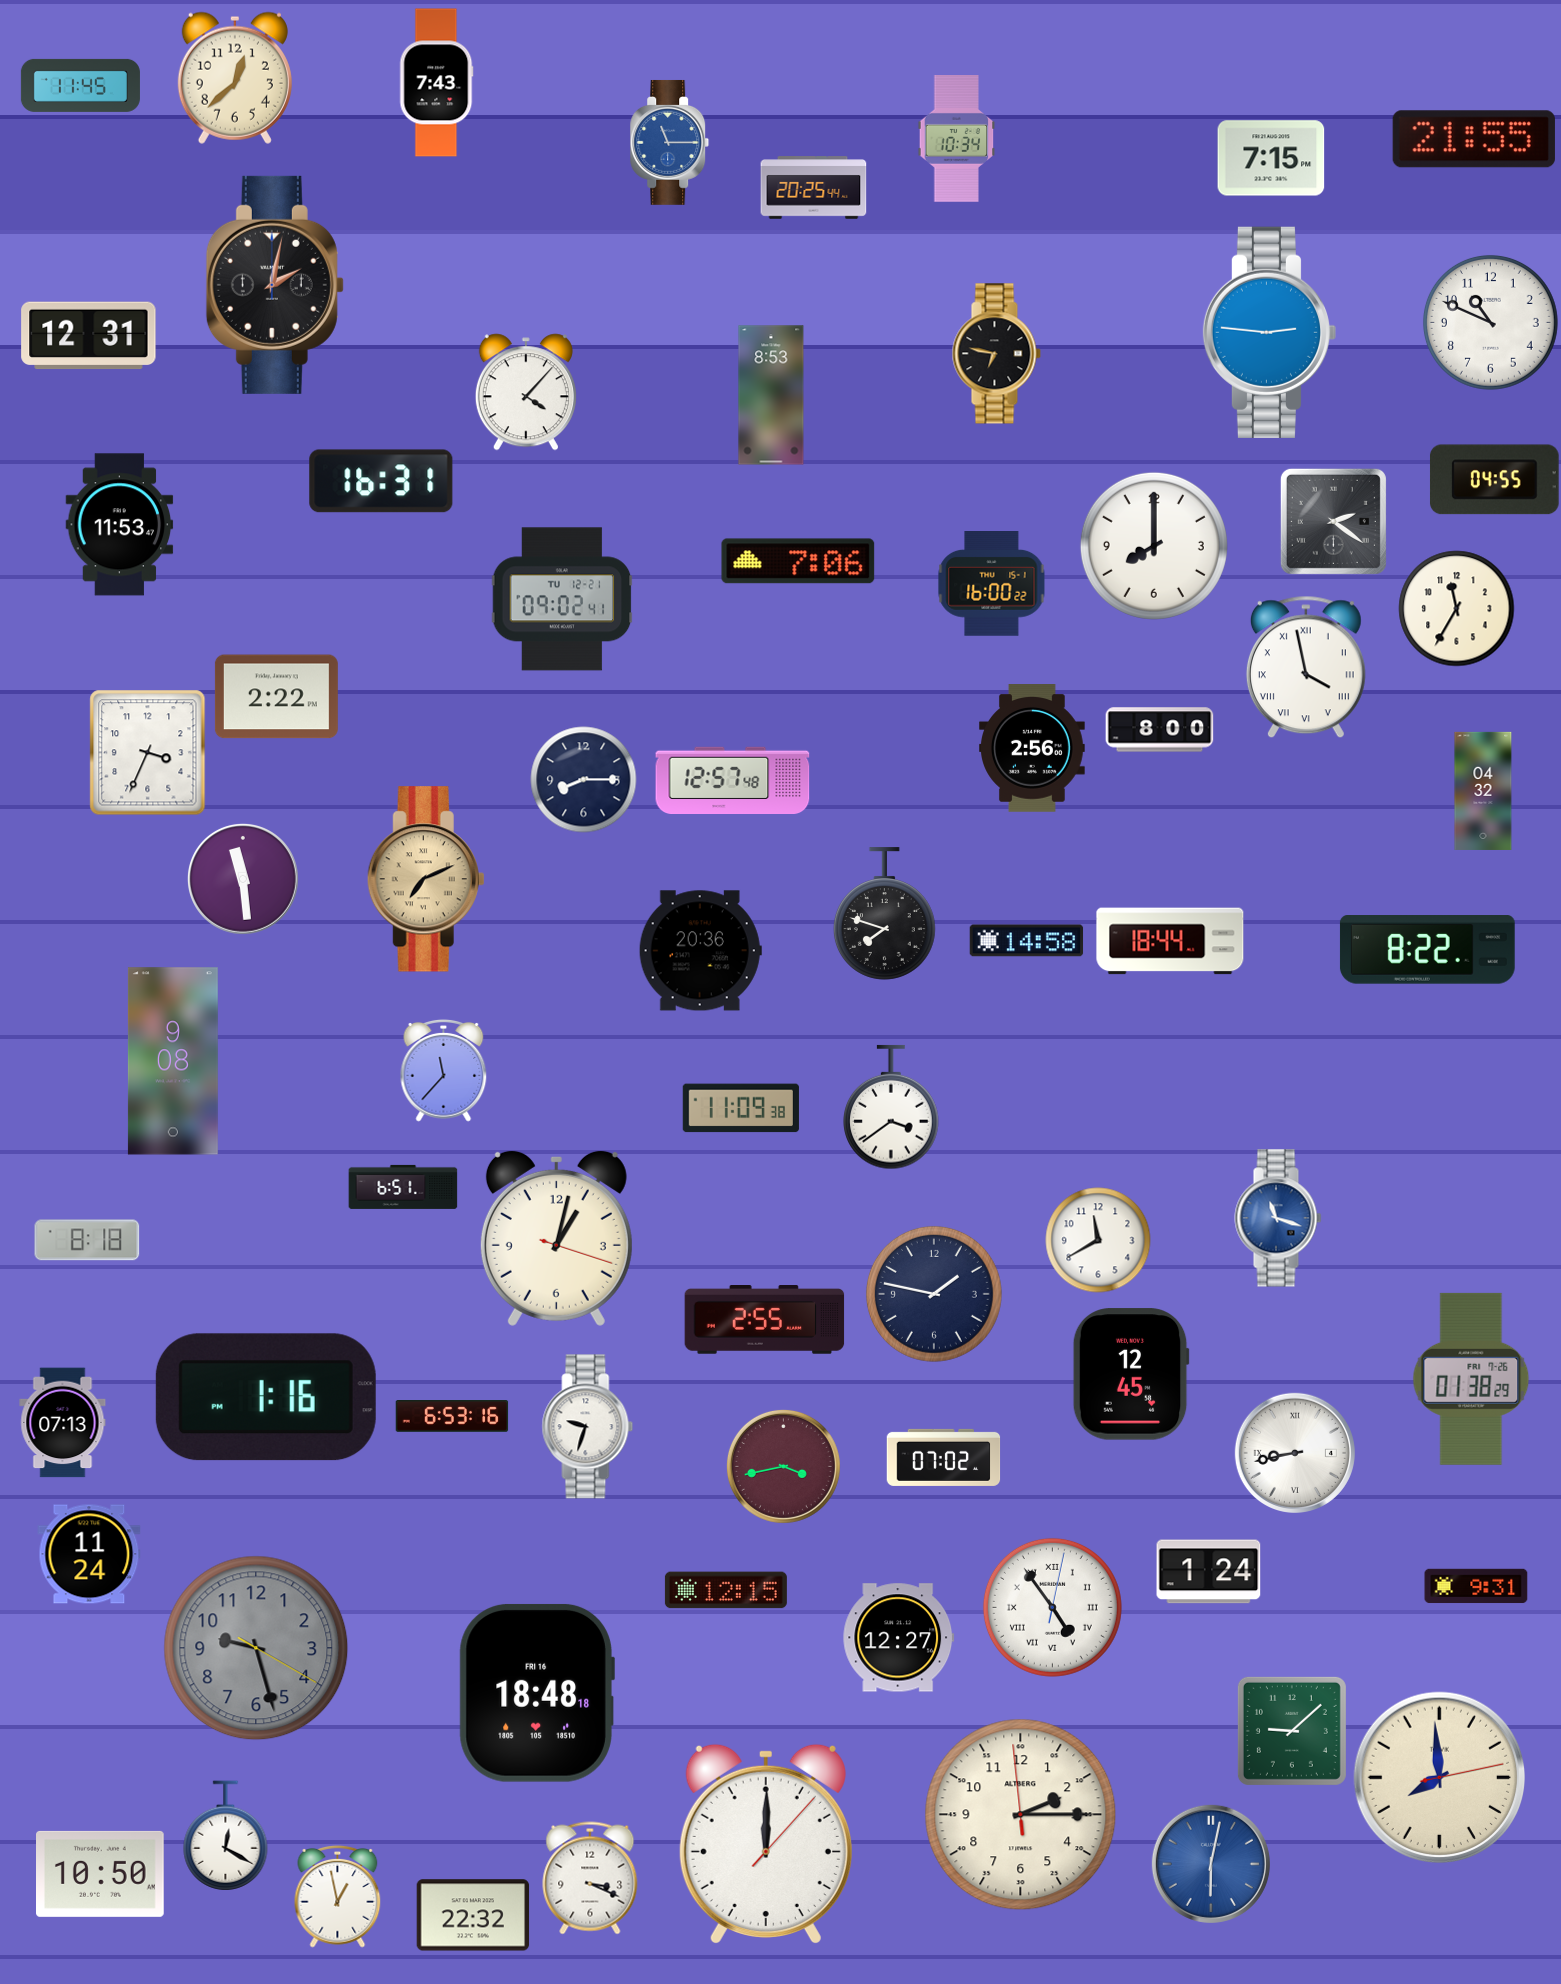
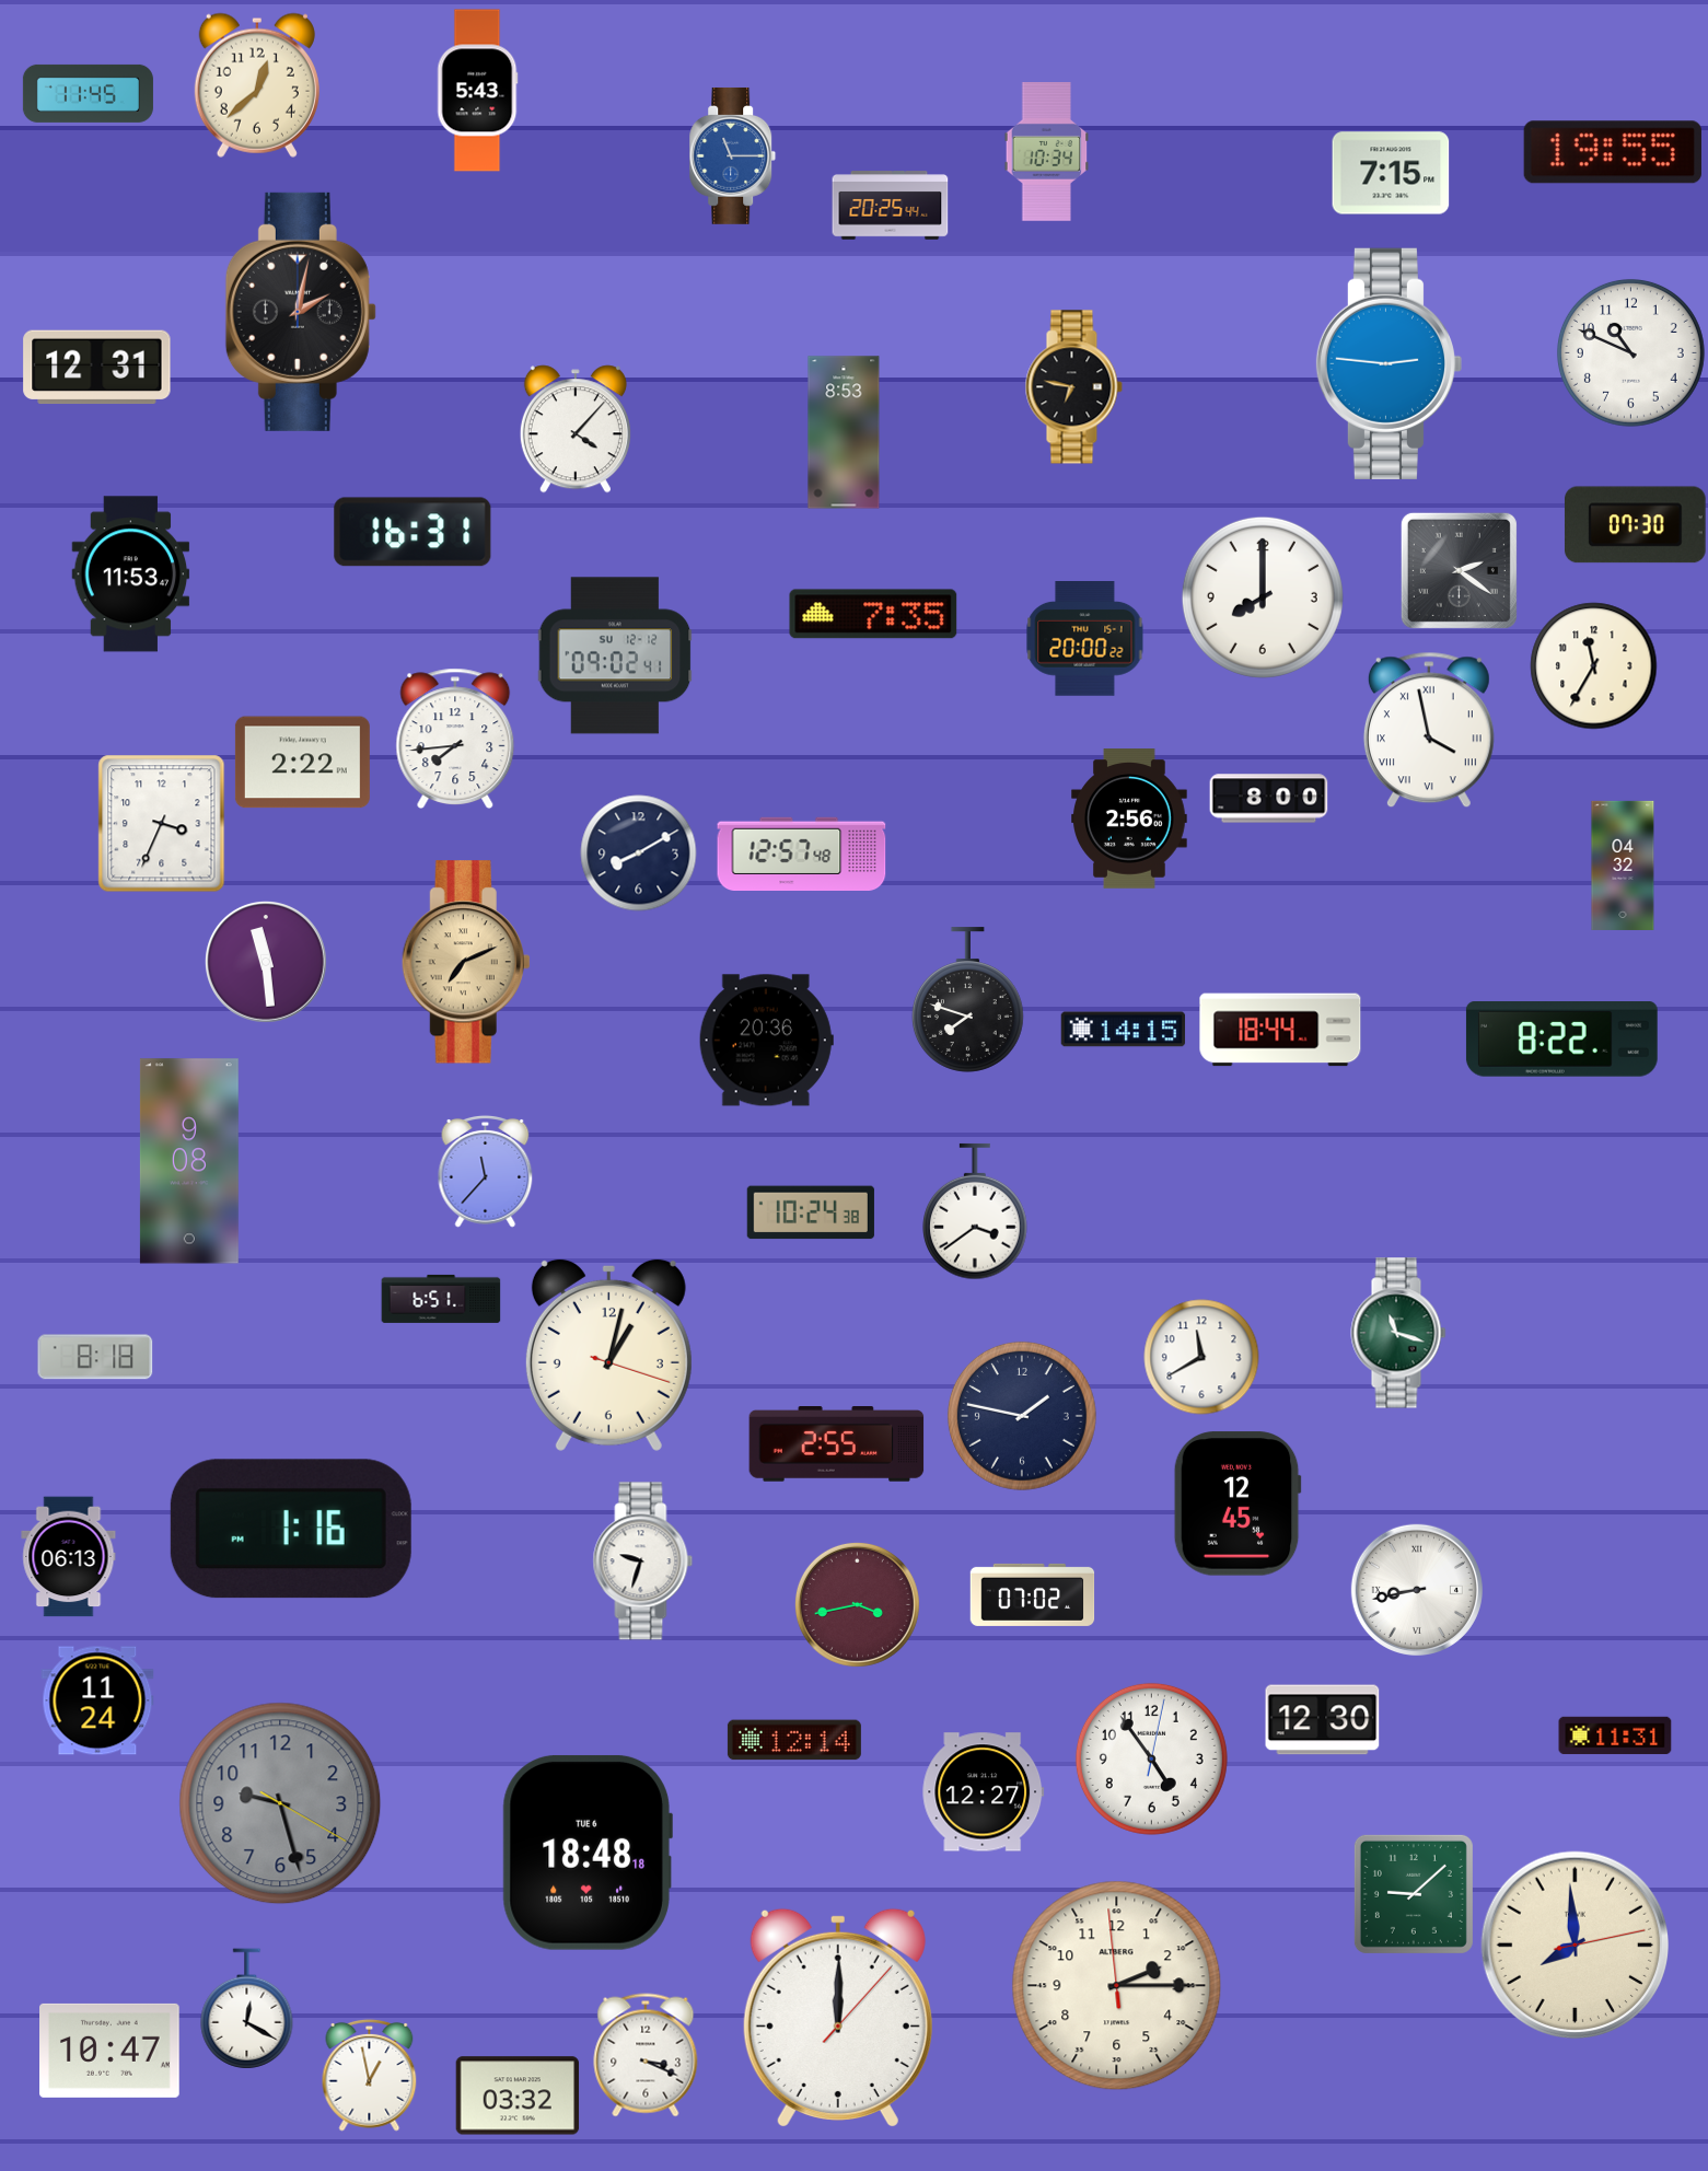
clock at (436, 83): 7:43 -> 5:43
clock at (1474, 139): 21:55 -> 19:55
clock at (996, 354) position: (996, 354) -> (1073, 387)
clock at (1495, 480): 04:55 -> 07:30
clock at (381, 481) position: (381, 481) -> (413, 532)
clock at (798, 561): 7:06 -> 7:35
clock at (992, 584): 16:00 -> 20:00
clock at (562, 599) date: TU 12-21 -> SU 12-12
clock at (455, 739): none -> 7:44
clock at (584, 780): 8:15 -> 8:10
clock at (1027, 941): 14:58 -> 14:15
clock at (741, 1108): 11:09 -> 10:24
clock at (1278, 1218) dial: blue -> green
clock at (1471, 1379): 01:38 -> none
clock at (452, 1417): 6:53 -> none
clock at (63, 1423): 07:13 -> 06:13
clock at (1209, 1572): 1:24 -> 12:30
clock at (1476, 1586): 9:31 -> 11:31
clock at (726, 1590): 12:15 -> 12:14
clock at (1052, 1607) numerals: Roman -> Arabic
clock at (537, 1693) date: FRI 16 -> TUE 6
clock at (1211, 1864): 6:02 -> none
clock at (101, 1874): 10:50 -> 10:47
clock at (473, 1915): 22:32 -> 03:32
